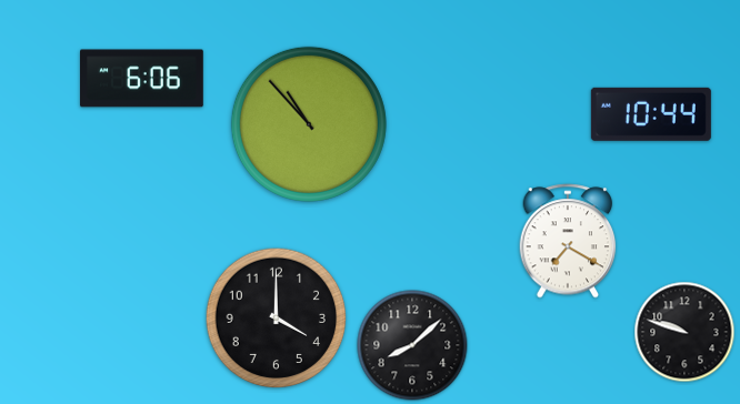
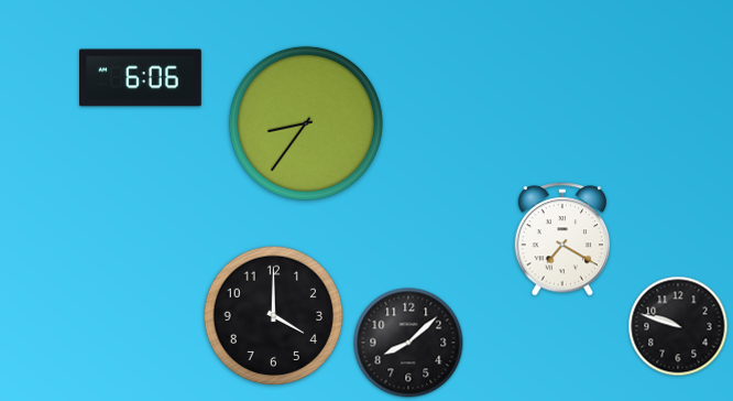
clock at (651, 114): 10:44 -> none
clock at (309, 124): 10:53 -> 8:36
clock at (684, 332) position: (684, 332) -> (678, 326)
